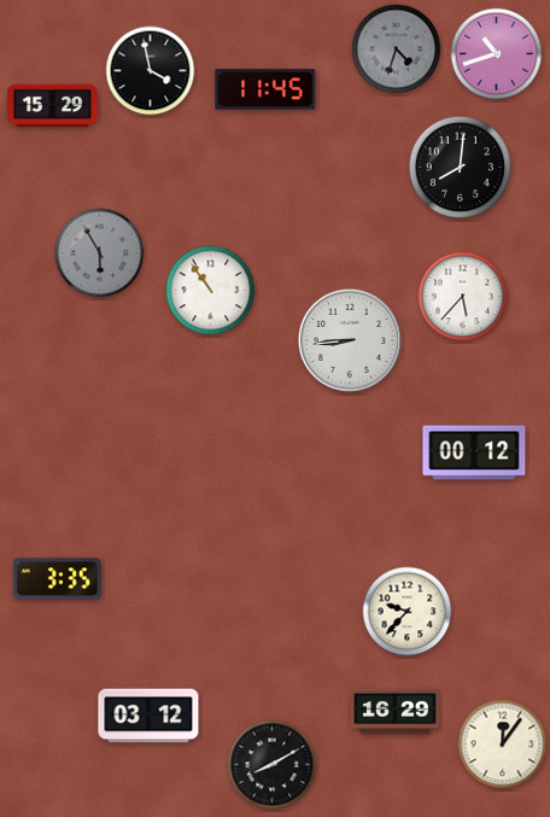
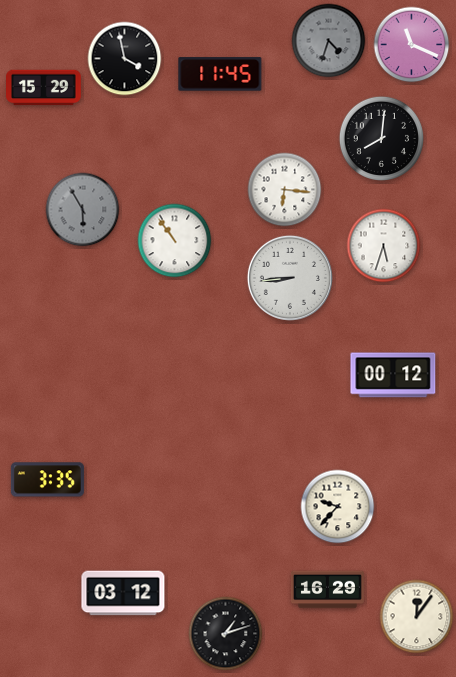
clock at (497, 54): 10:42 -> 11:19
clock at (285, 190): none -> 6:16
clock at (463, 297): 5:37 -> 5:33
clock at (350, 340) position: (350, 340) -> (290, 278)
clock at (273, 765): 8:10 -> 1:12
